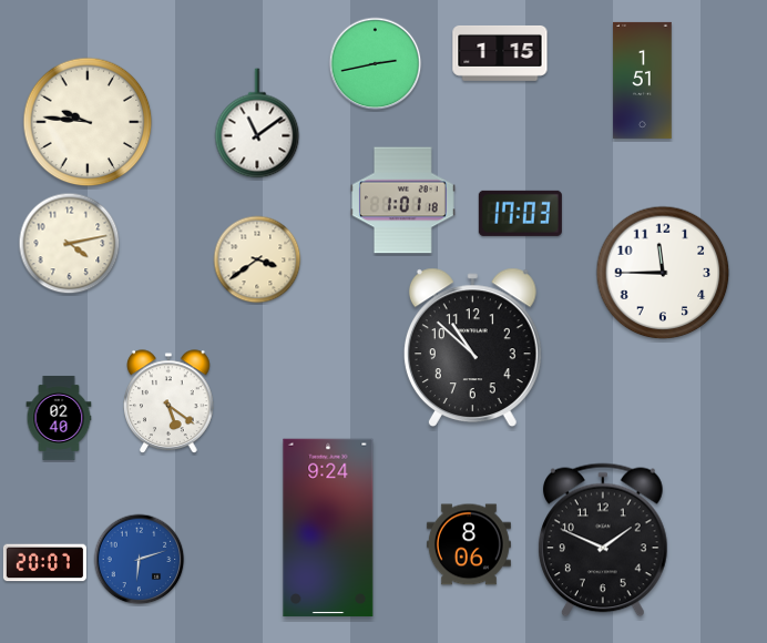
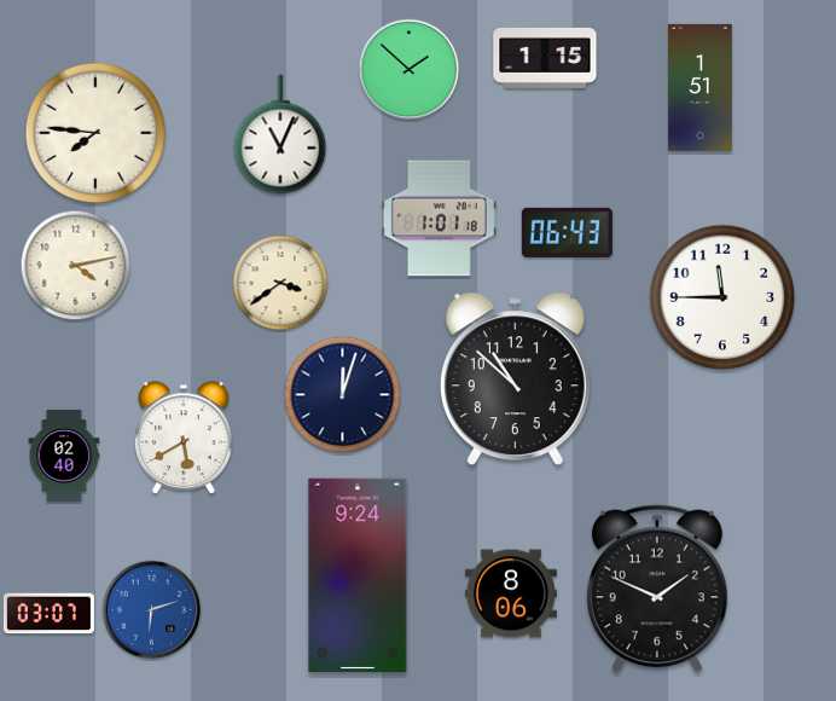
clock at (376, 64): 2:43 -> 1:52
clock at (88, 122): 9:46 -> 7:46
clock at (257, 123): 11:09 -> 11:04
clock at (520, 213): 17:03 -> 06:43
clock at (343, 395): none -> 12:03
clock at (168, 401): 5:21 -> 5:40
clock at (44, 563): 20:07 -> 03:07
